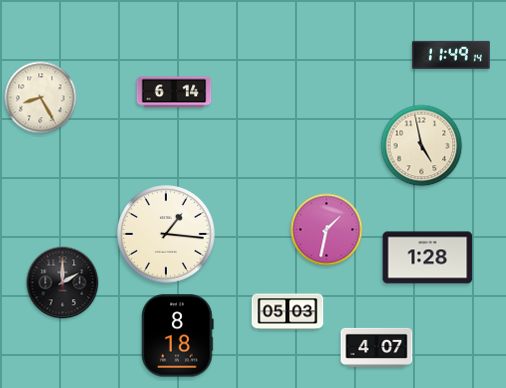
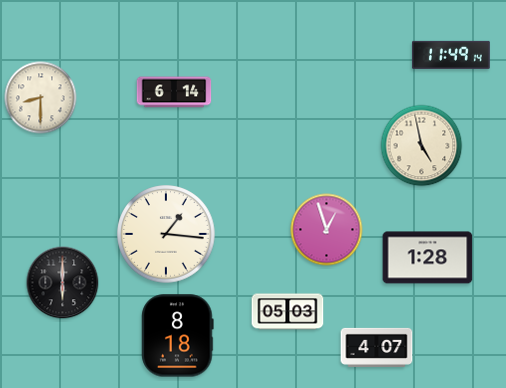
clock at (41, 98): 8:25 -> 8:30
clock at (327, 230): 1:32 -> 12:57
clock at (63, 283): 2:00 -> 6:00
